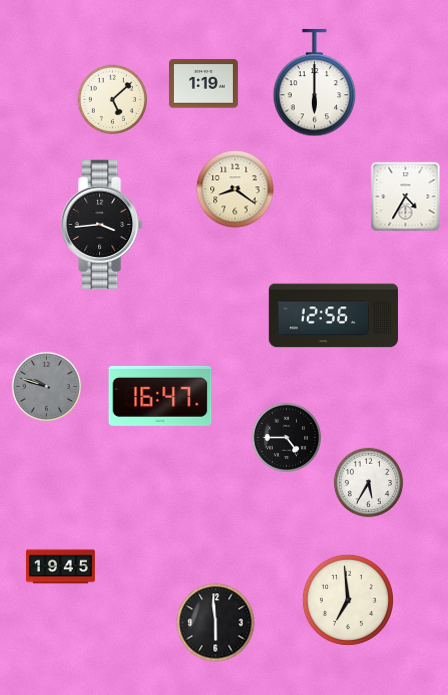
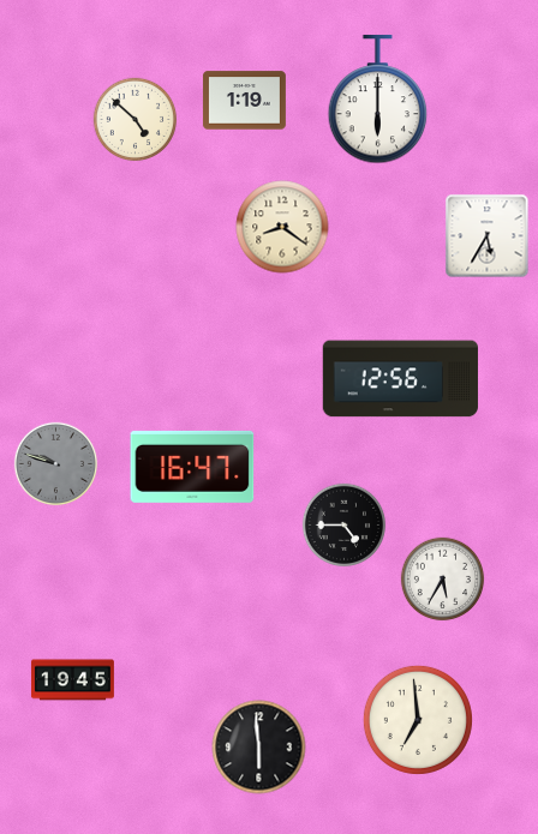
clock at (113, 100): 5:08 -> 4:52
clock at (406, 197): 4:35 -> 5:35
clock at (102, 224): 3:44 -> none
clock at (160, 396) position: (160, 396) -> (192, 467)
